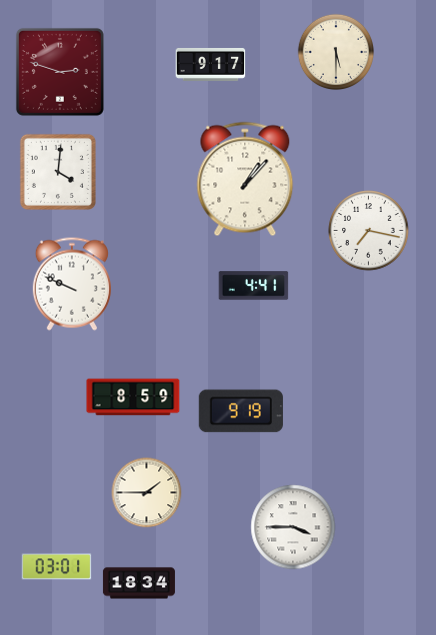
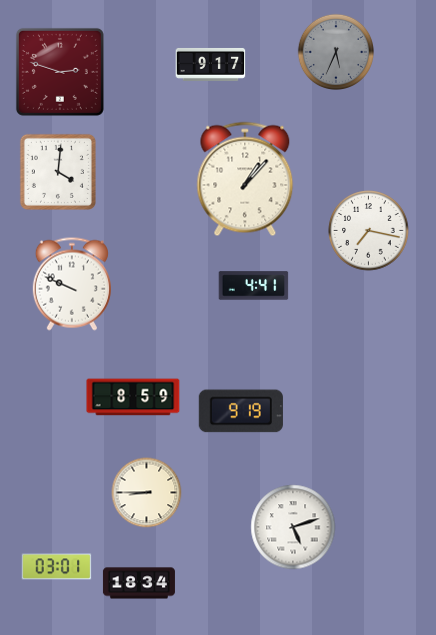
clock at (335, 51): 5:30 -> 5:34
clock at (335, 51) dial: cream -> grey
clock at (147, 493): 1:45 -> 8:45
clock at (293, 527): 3:45 -> 5:12
